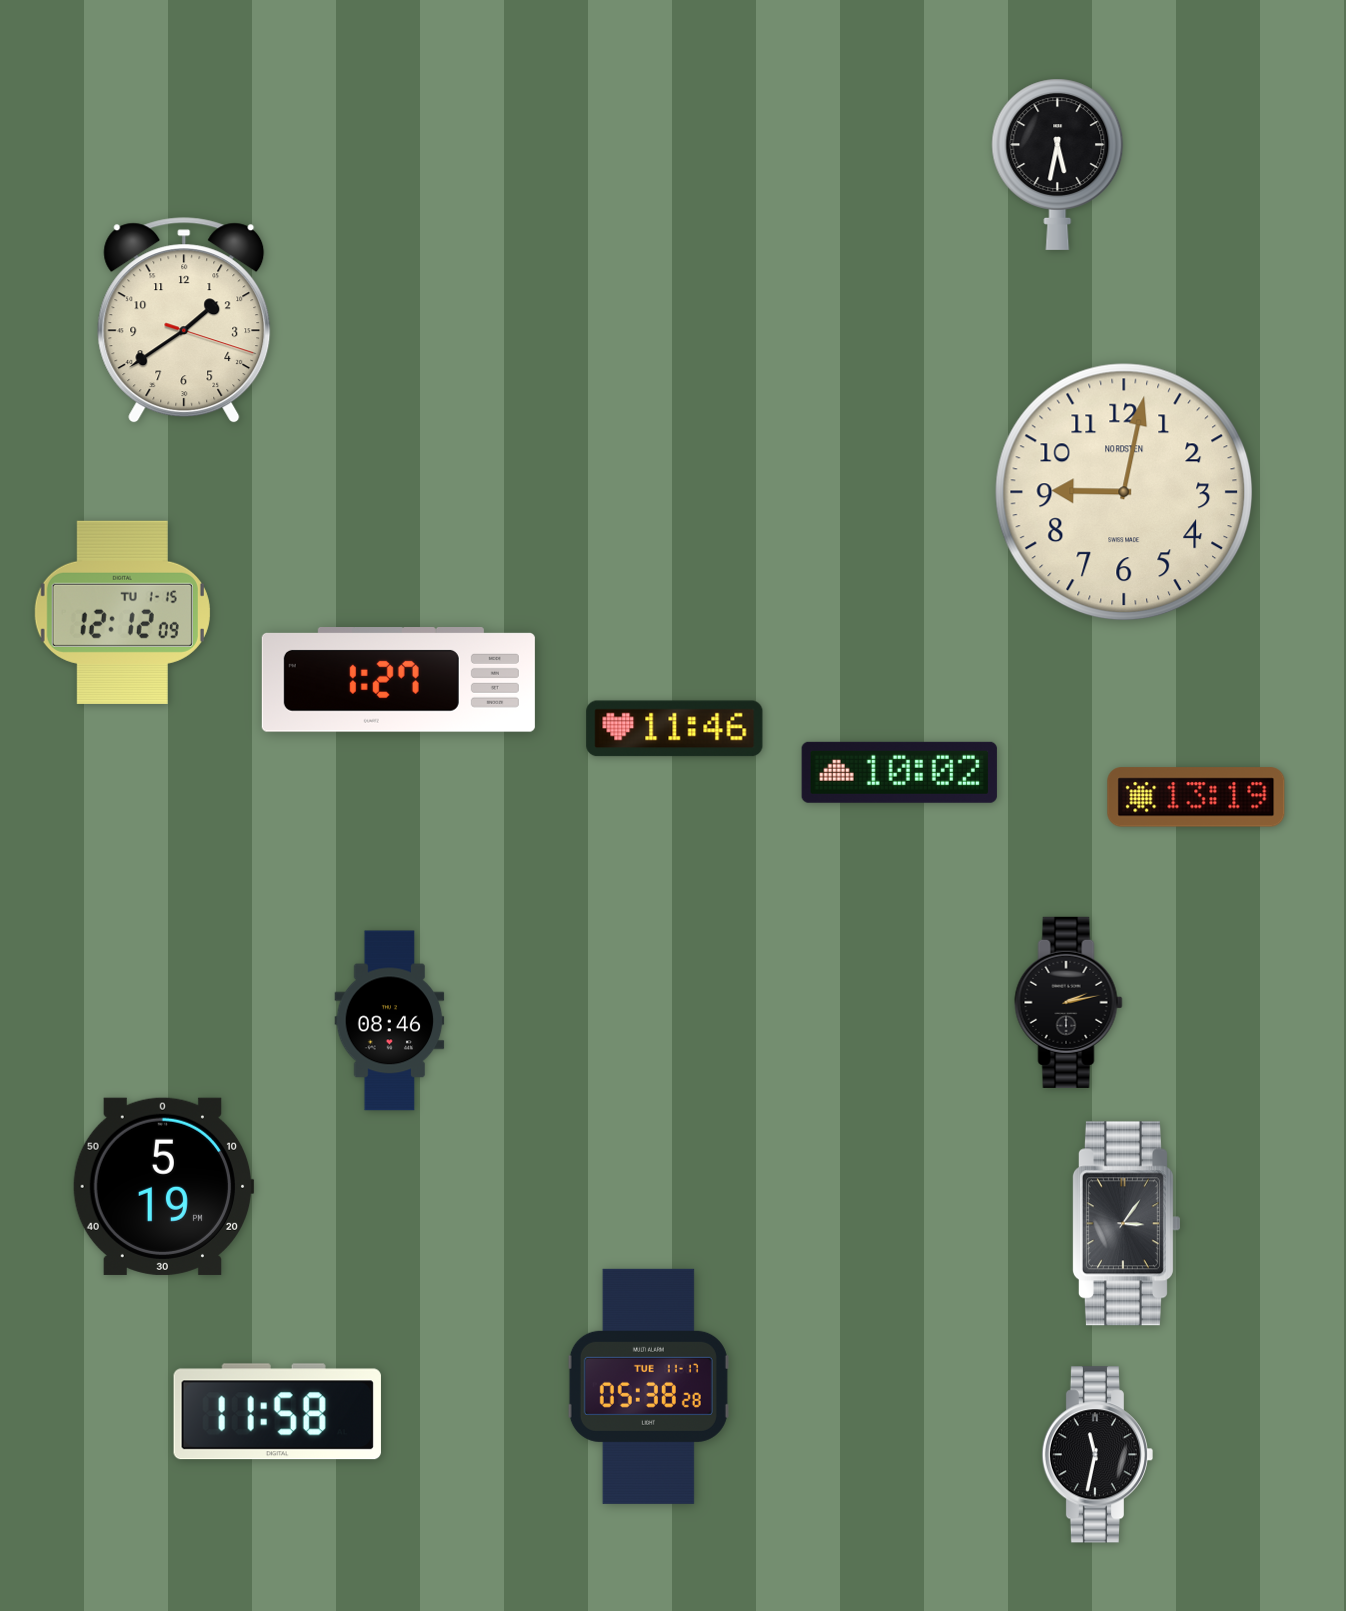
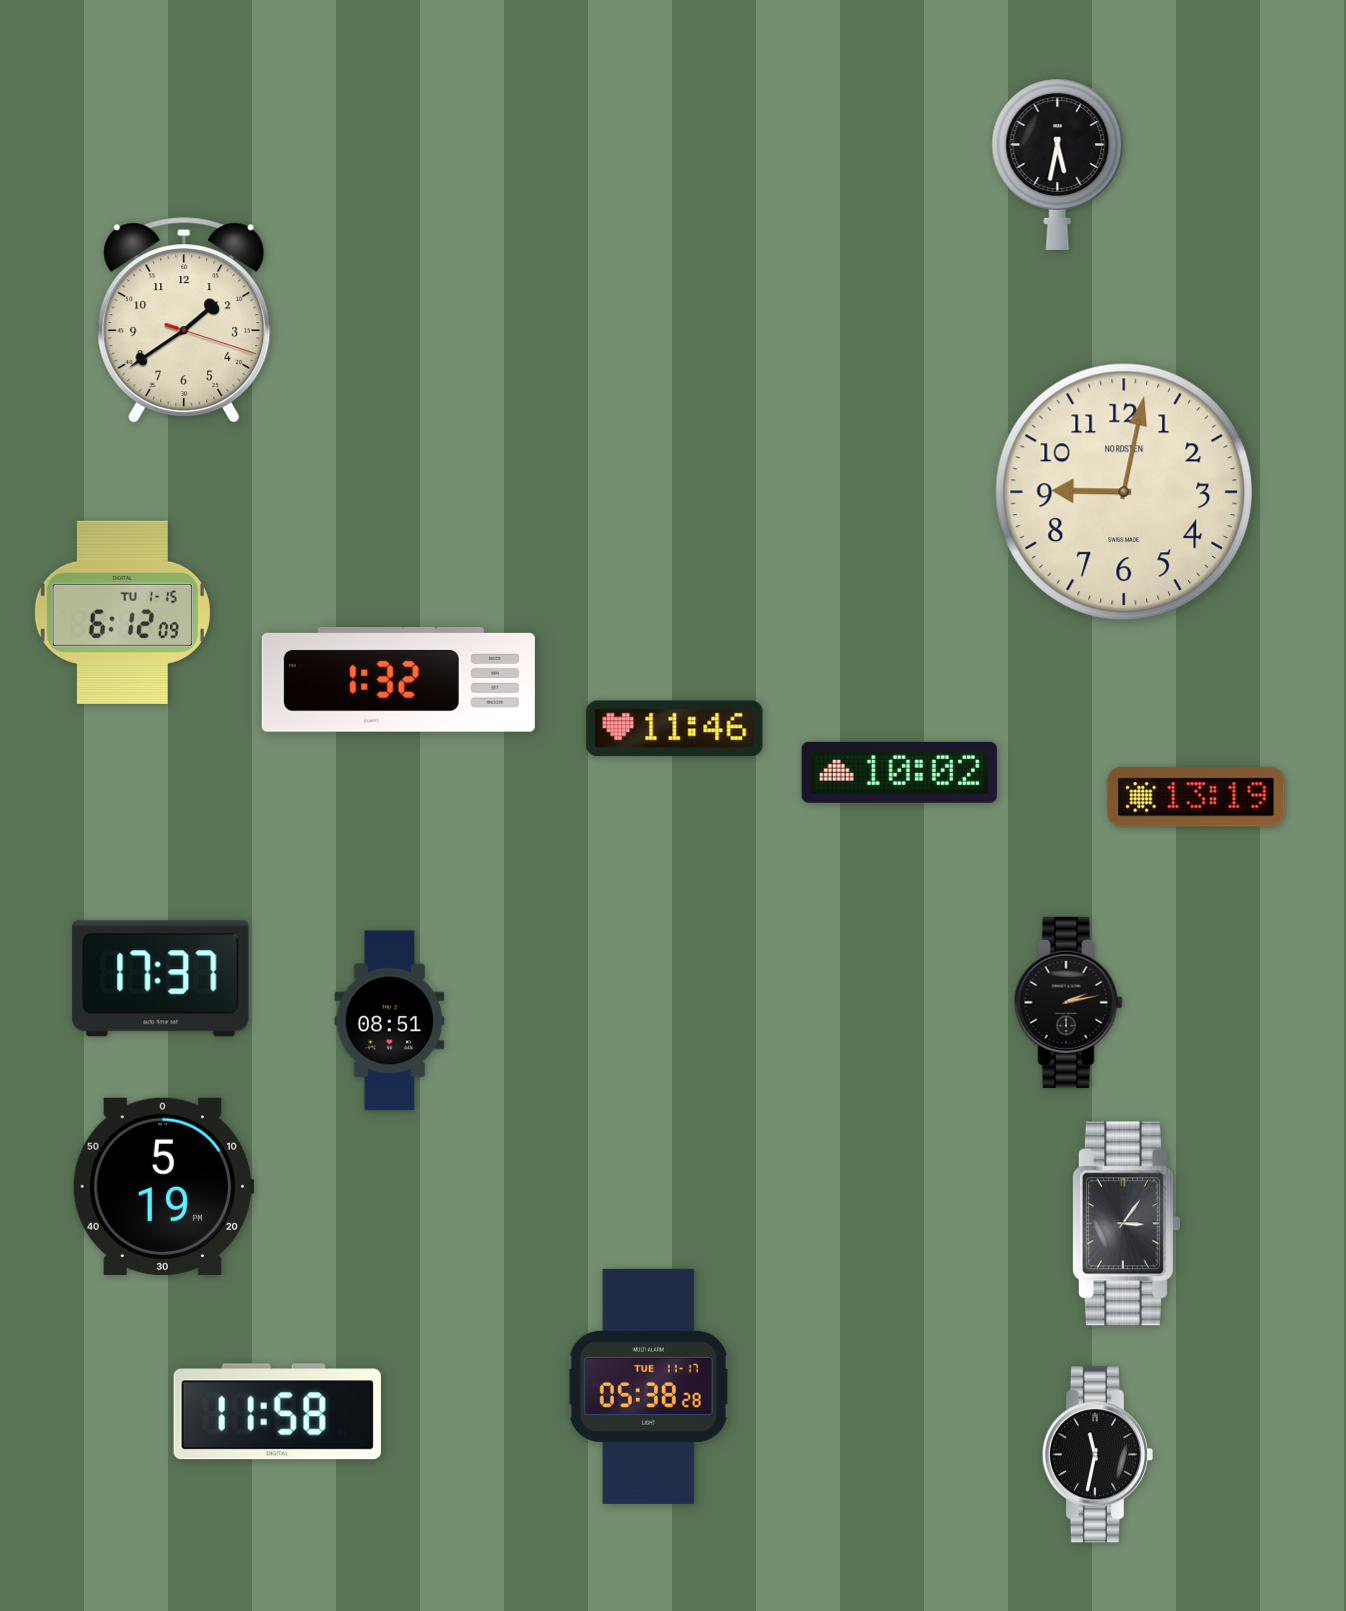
clock at (122, 612): 12:12 -> 6:12
clock at (398, 680): 1:27 -> 1:32
clock at (161, 979): none -> 17:37
clock at (390, 1021): 08:46 -> 08:51
